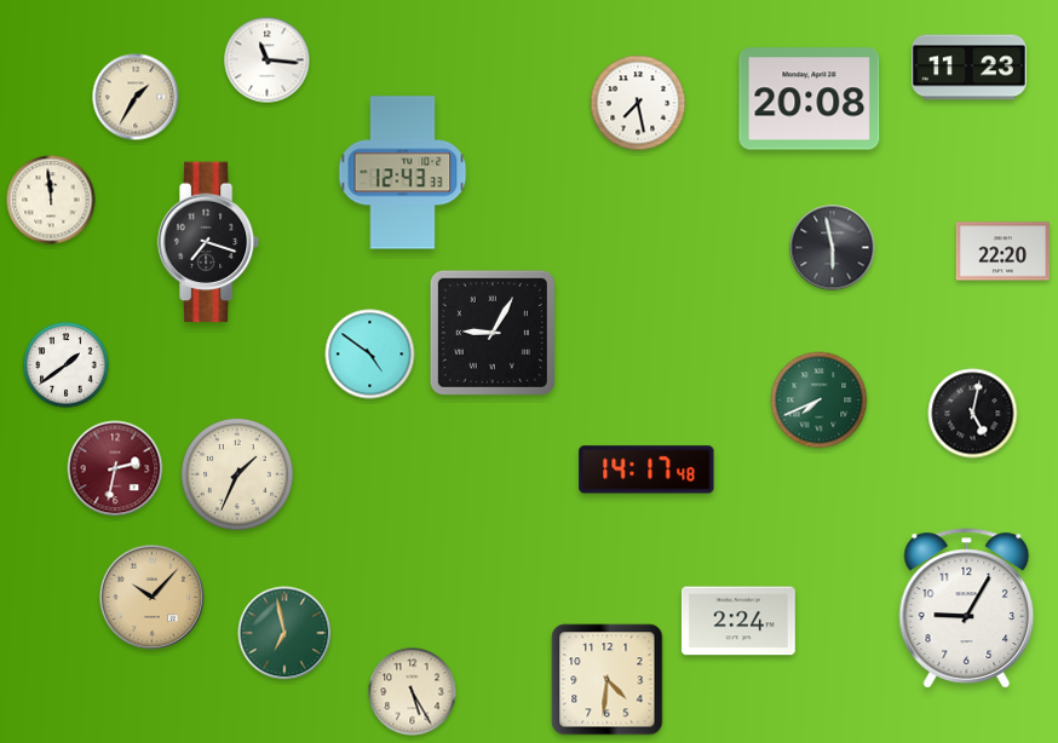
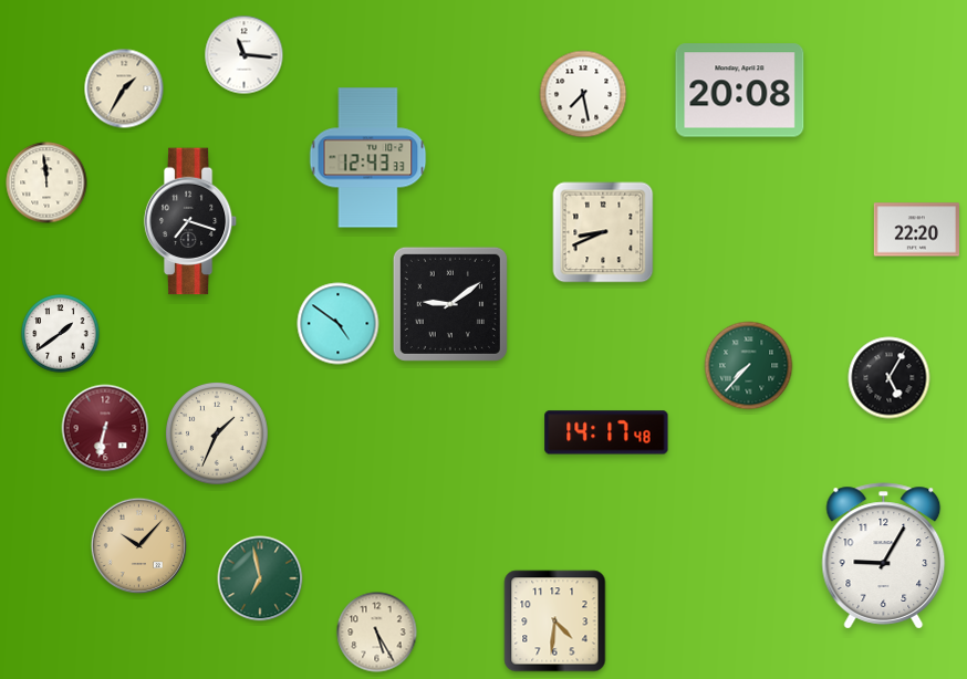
clock at (970, 68): 11:23 -> none
clock at (833, 248): 5:58 -> none
clock at (603, 232): none -> 8:41
clock at (493, 333): 9:05 -> 9:09
clock at (820, 401): 7:41 -> 7:37
clock at (973, 414): 5:02 -> 5:05
clock at (115, 468): 2:32 -> 6:32
clock at (646, 470) position: (646, 470) -> (606, 432)
clock at (738, 621): 2:24 -> none
